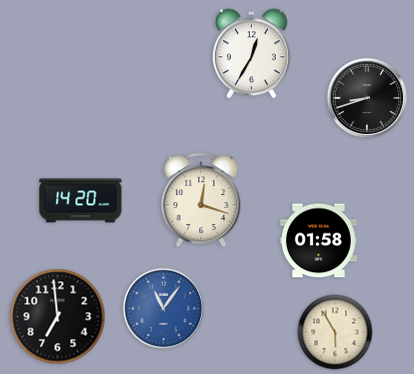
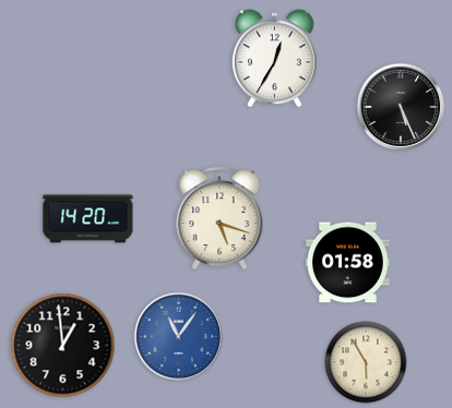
clock at (367, 98): 8:42 -> 5:26
clock at (201, 201): 12:18 -> 5:18
clock at (58, 317): 6:59 -> 12:59
